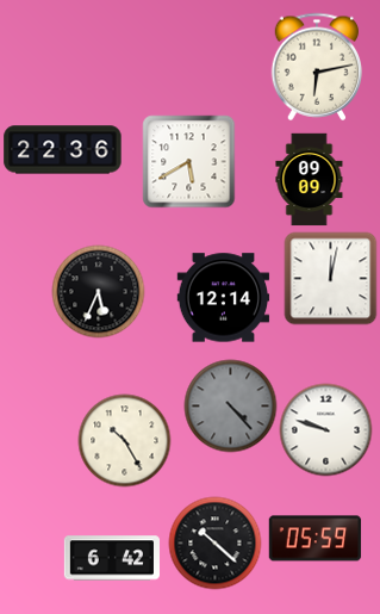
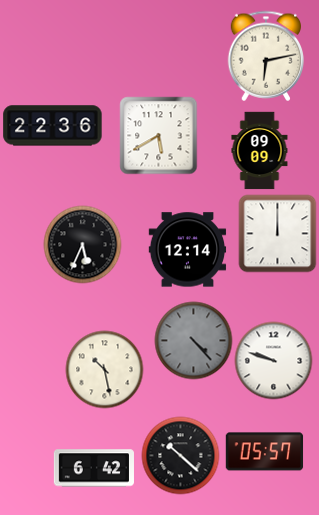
clock at (330, 278): 12:02 -> 12:00
clock at (124, 440): 10:25 -> 10:28
clock at (314, 539): 05:59 -> 05:57
